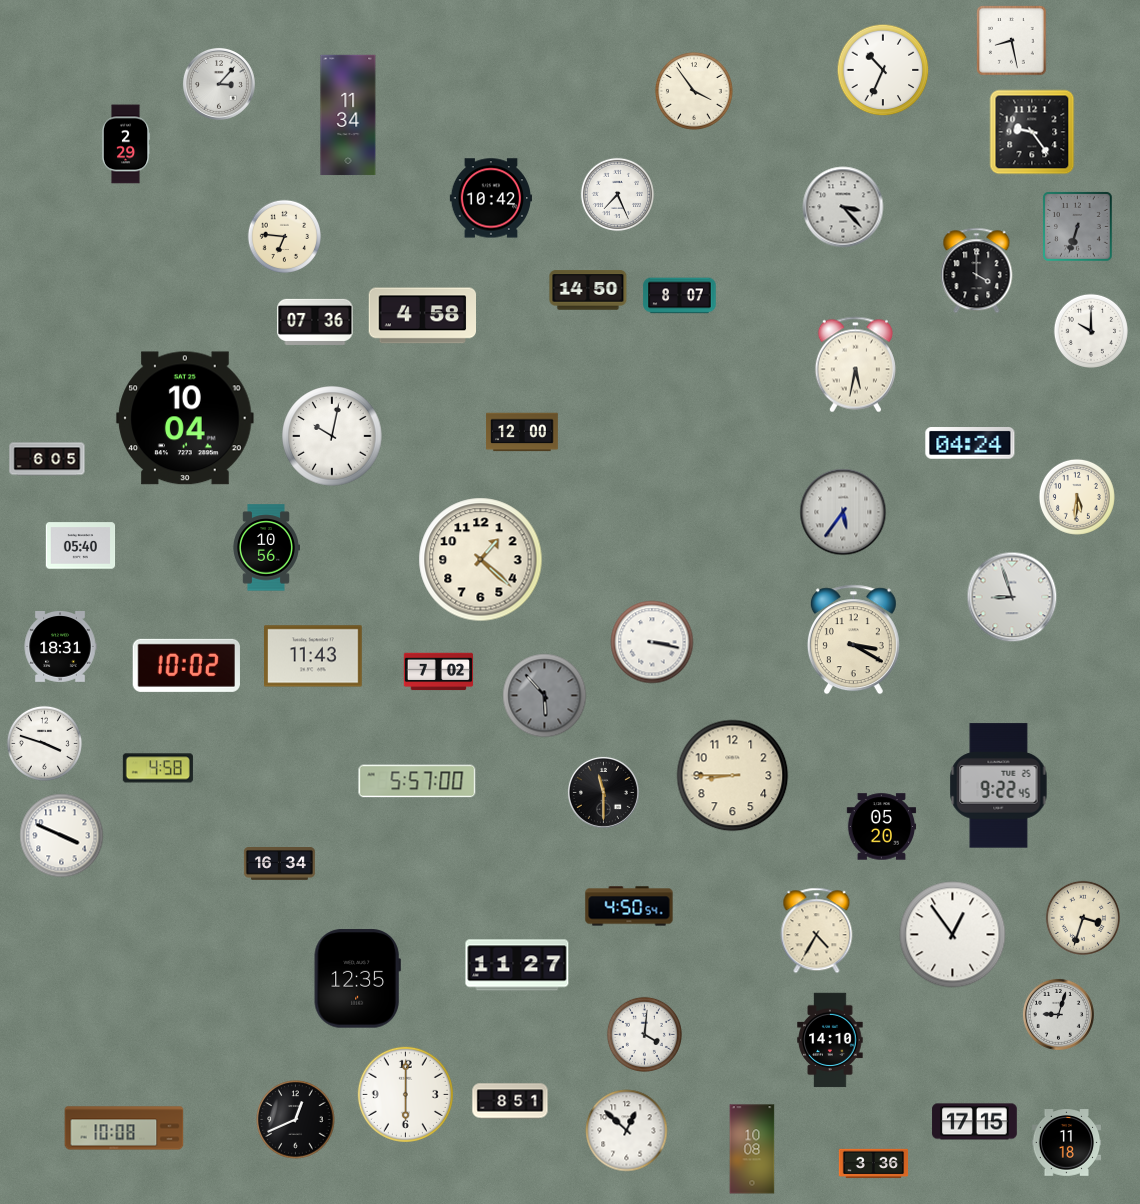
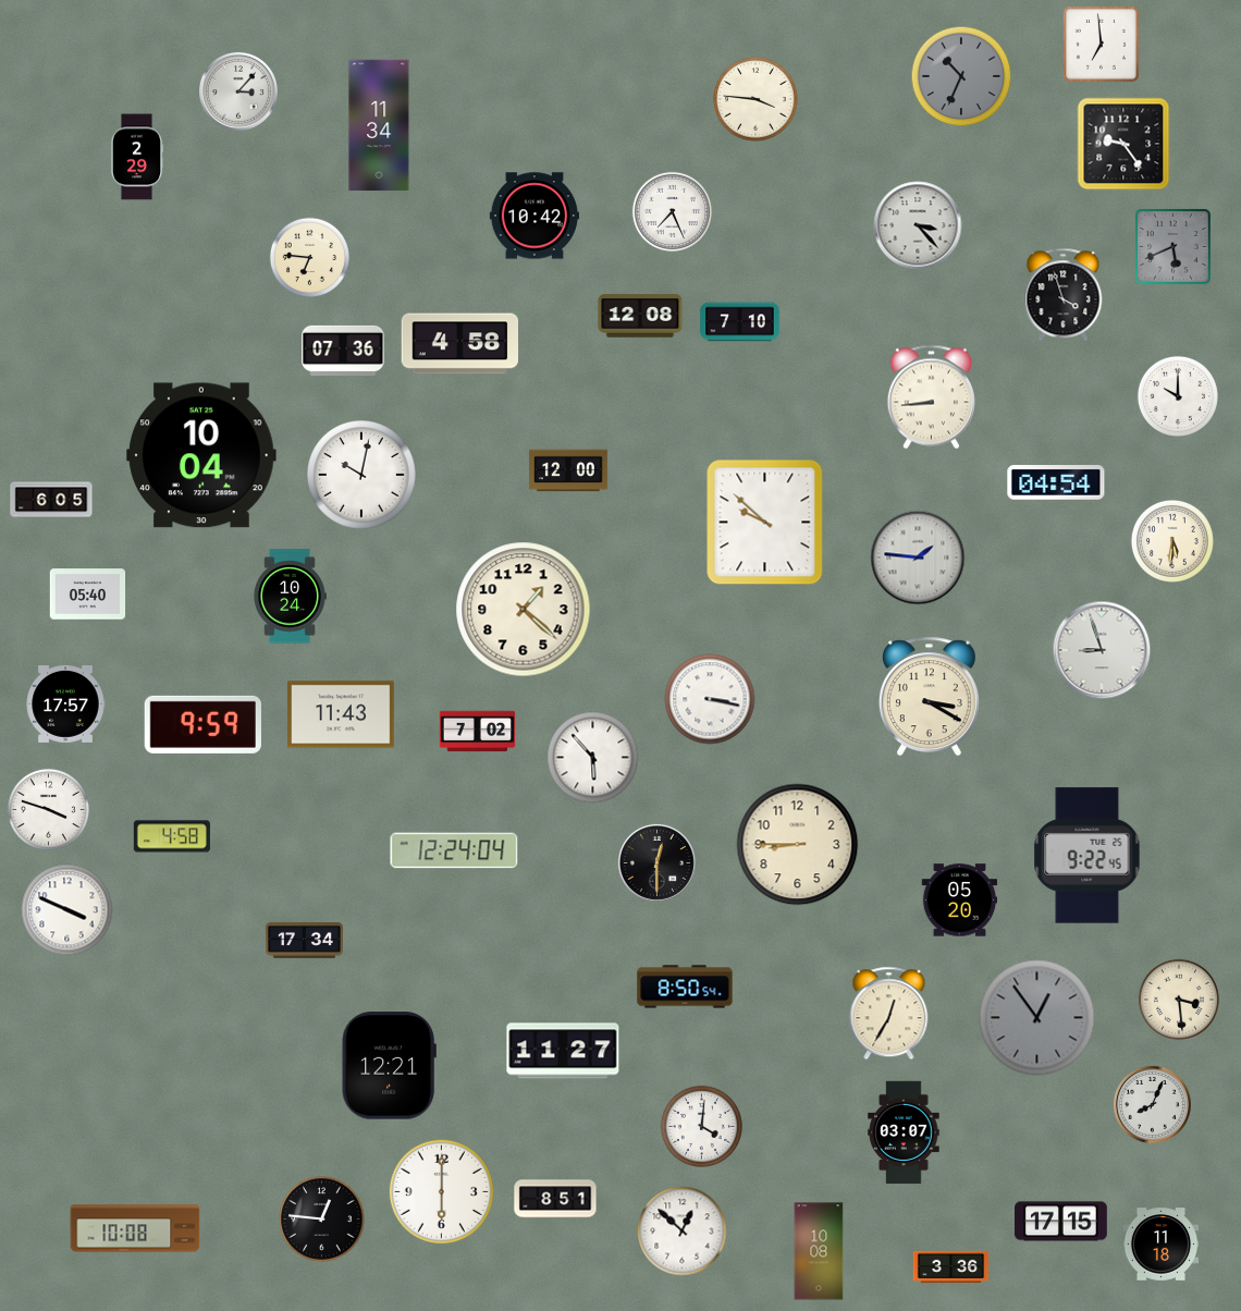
clock at (1012, 41): 8:28 -> 6:59
clock at (883, 70) dial: white -> grey
clock at (694, 91): 3:54 -> 3:46
clock at (1078, 227): 6:33 -> 5:41
clock at (977, 271): 4:00 -> 3:57
clock at (588, 290): 14:50 -> 12:08
clock at (680, 296): 8:07 -> 7:10
clock at (1091, 331) position: (1091, 331) -> (1178, 396)
clock at (855, 365): 5:32 -> 8:44
clock at (970, 444): 04:24 -> 04:54
clock at (765, 523): none -> 9:52
clock at (843, 512): 5:36 -> 1:46
clock at (266, 548): 10:56 -> 10:24
clock at (60, 647): 18:31 -> 17:57
clock at (186, 665): 10:02 -> 9:59
clock at (545, 696) dial: grey -> white
clock at (417, 781): 5:57 -> 12:24
clock at (603, 792): 11:30 -> 12:30
clock at (279, 864): 16:34 -> 17:34
clock at (629, 906): 4:50 -> 8:50
clock at (1083, 918): 3:33 -> 3:29
clock at (817, 931): 4:35 -> 12:35
clock at (953, 935) dial: white -> grey
clock at (357, 979): 12:35 -> 12:21
clock at (1058, 1014): 9:03 -> 8:04
clock at (830, 1040): 14:10 -> 03:07
clock at (296, 1120): 12:41 -> 12:46
